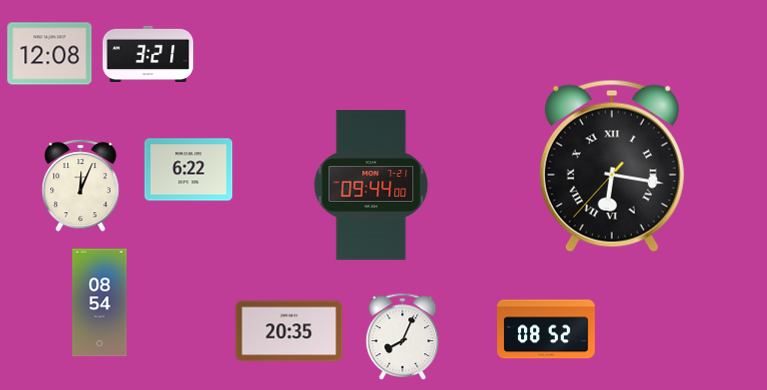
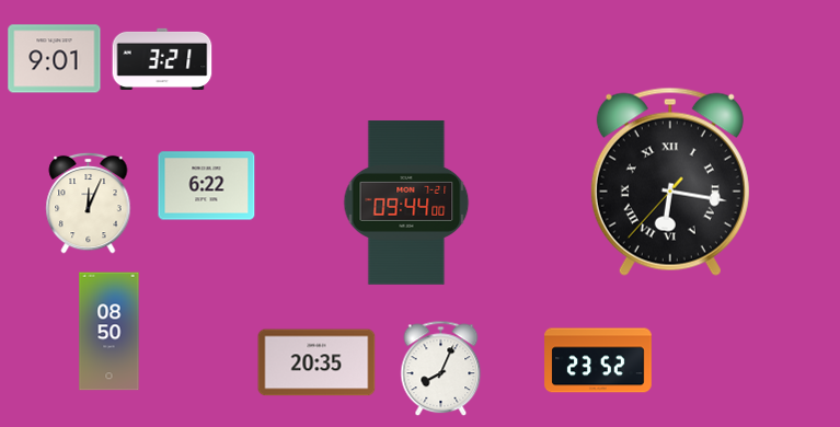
clock at (50, 54): 12:08 -> 9:01
clock at (100, 303): 08:54 -> 08:50
clock at (546, 329): 08:52 -> 23:52
